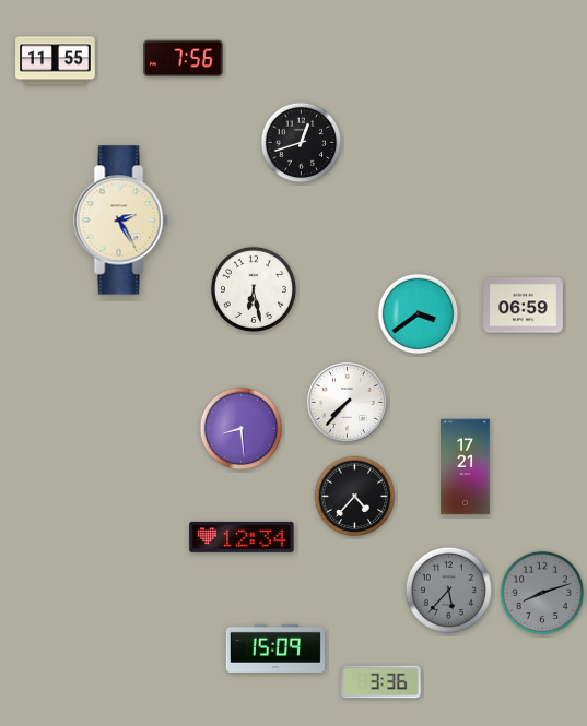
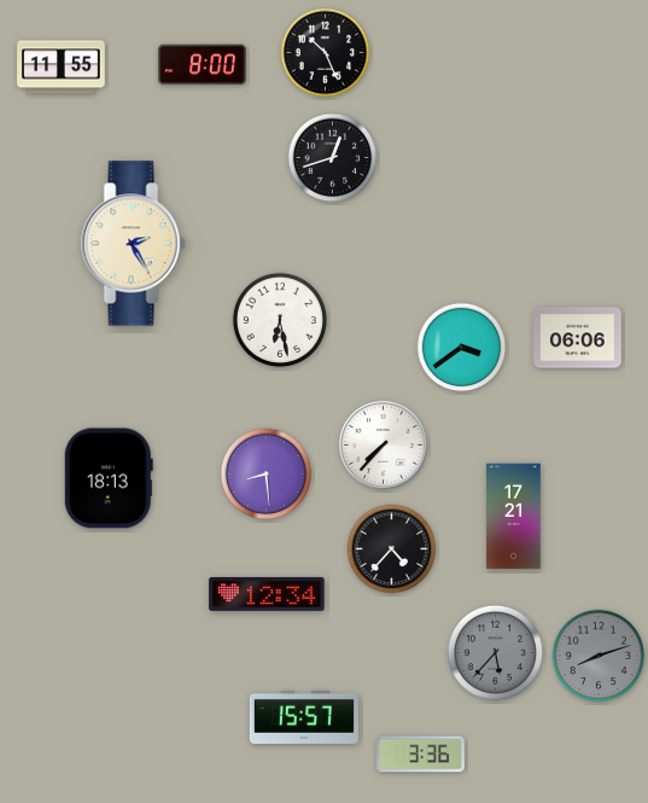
clock at (326, 53): none -> 10:26
clock at (184, 59): 7:56 -> 8:00
clock at (524, 306): 06:59 -> 06:06
clock at (109, 478): none -> 18:13
clock at (275, 648): 15:09 -> 15:57
